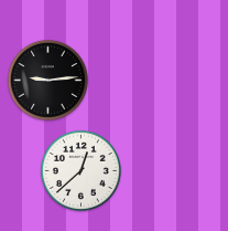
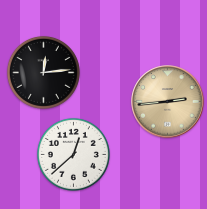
clock at (47, 80): 9:14 -> 12:14
clock at (168, 102): none -> 2:44
